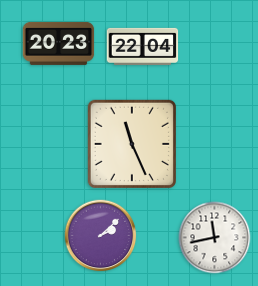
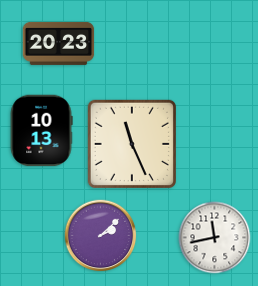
clock at (143, 46): 22:04 -> none
clock at (41, 131): none -> 10:13
